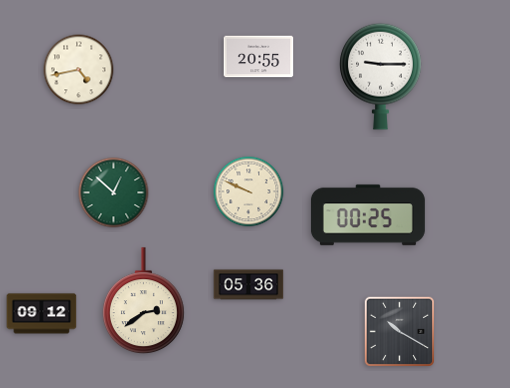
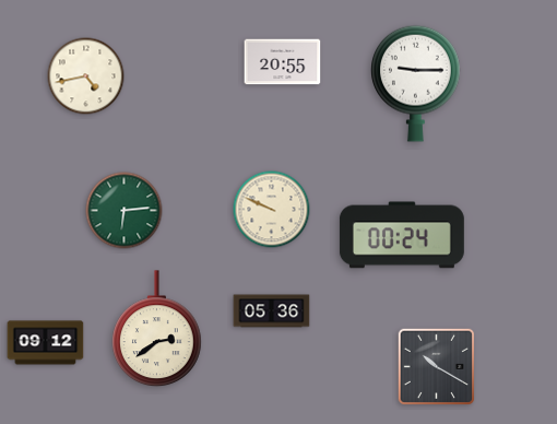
clock at (114, 193): 12:52 -> 6:14
clock at (368, 215): 00:25 -> 00:24
clock at (399, 331) position: (399, 331) -> (436, 366)
